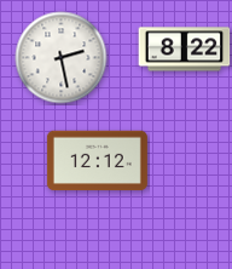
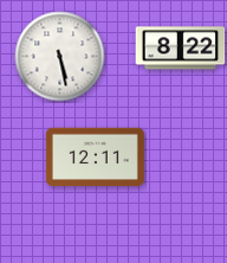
clock at (62, 58): 2:28 -> 5:28
clock at (97, 161): 12:12 -> 12:11
